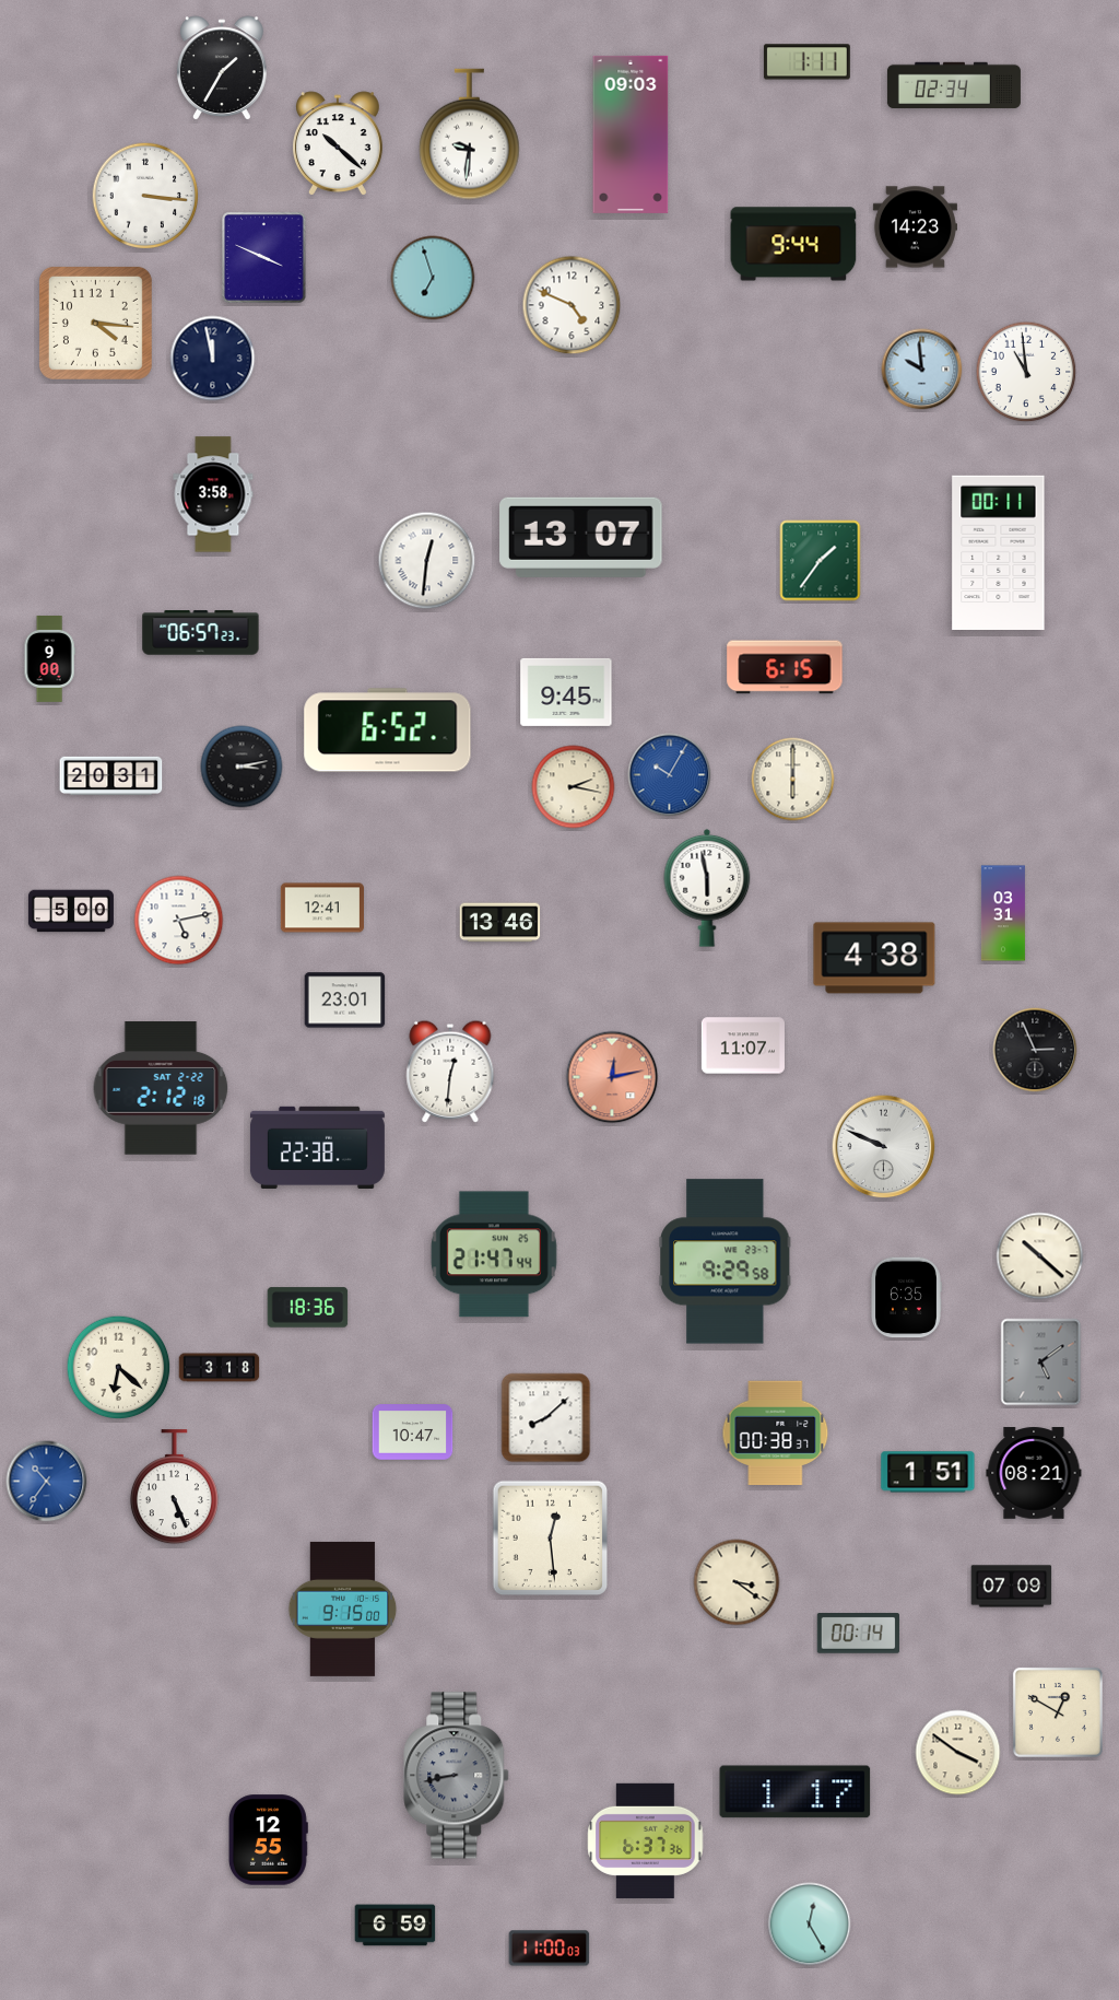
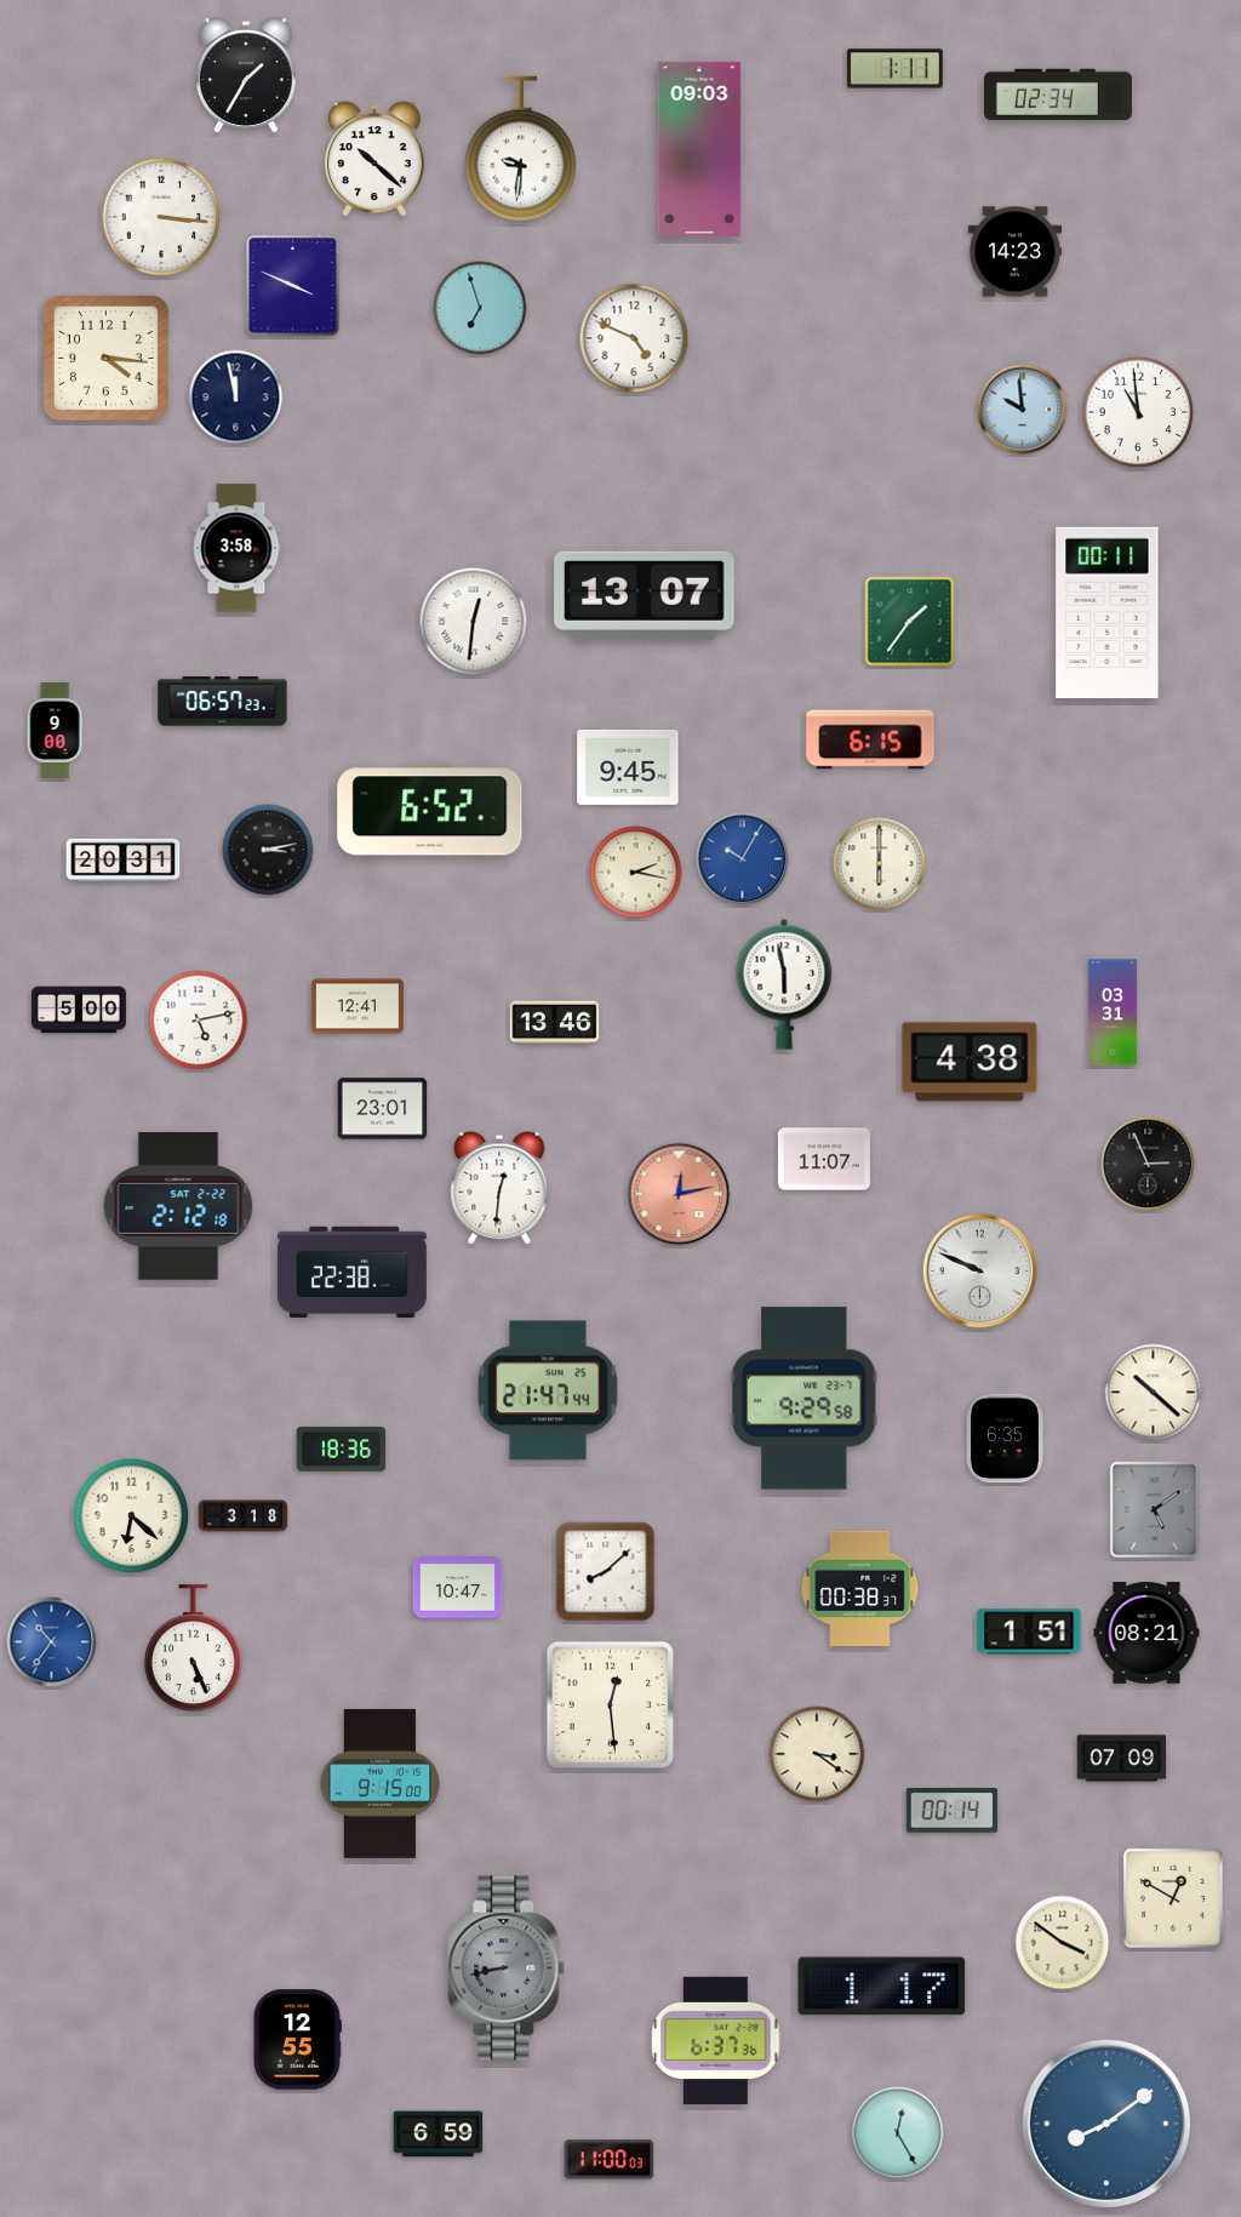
clock at (793, 244): 9:44 -> none
clock at (1106, 2124): none -> 8:09
